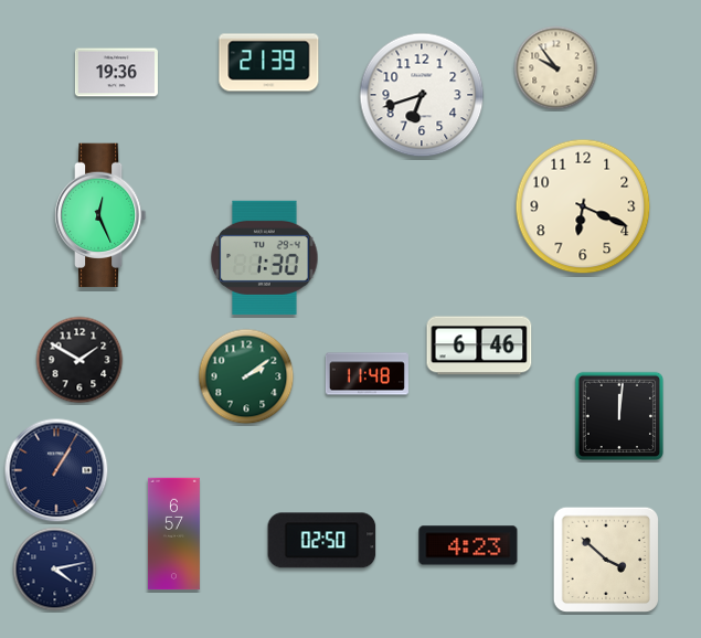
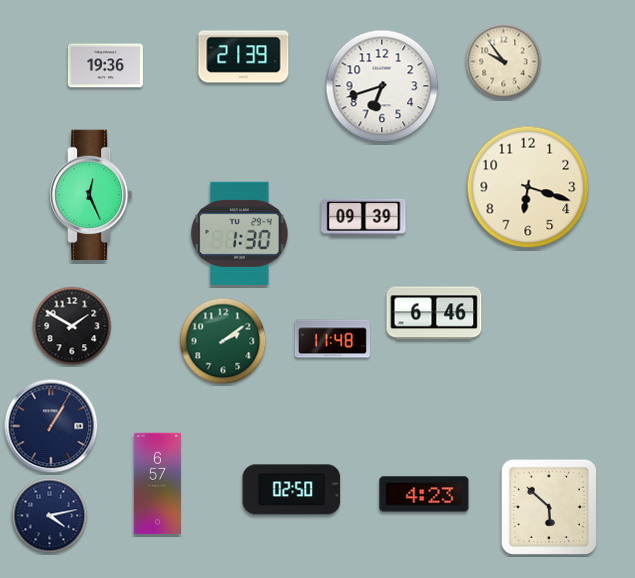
clock at (583, 206): 6:19 -> 6:18
clock at (364, 217): none -> 09:39
clock at (618, 415): 12:01 -> none
clock at (606, 560): 3:52 -> 5:52
